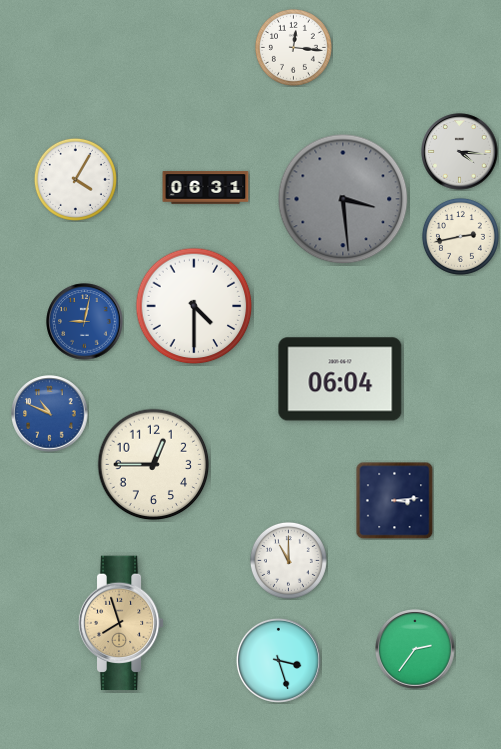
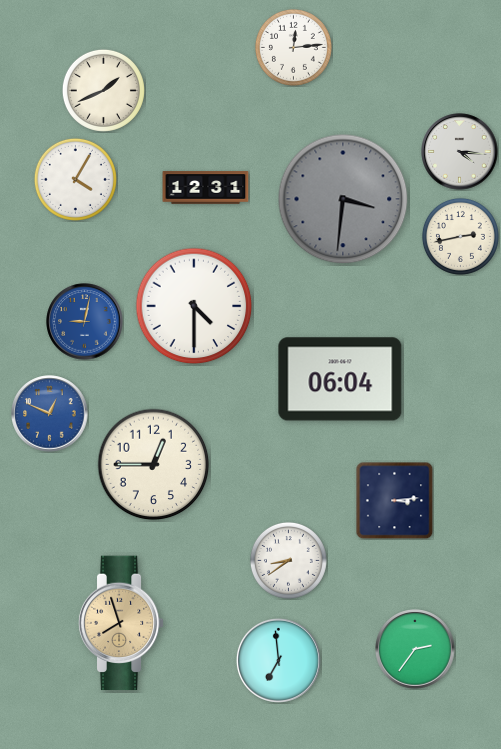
clock at (293, 47): 12:16 -> 12:14
clock at (103, 90): none -> 1:41
clock at (206, 188): 06:31 -> 12:31
clock at (343, 199): 3:29 -> 3:31
clock at (50, 414): 10:49 -> 12:49
clock at (288, 560): 11:00 -> 8:39
clock at (278, 660): 3:27 -> 6:59
